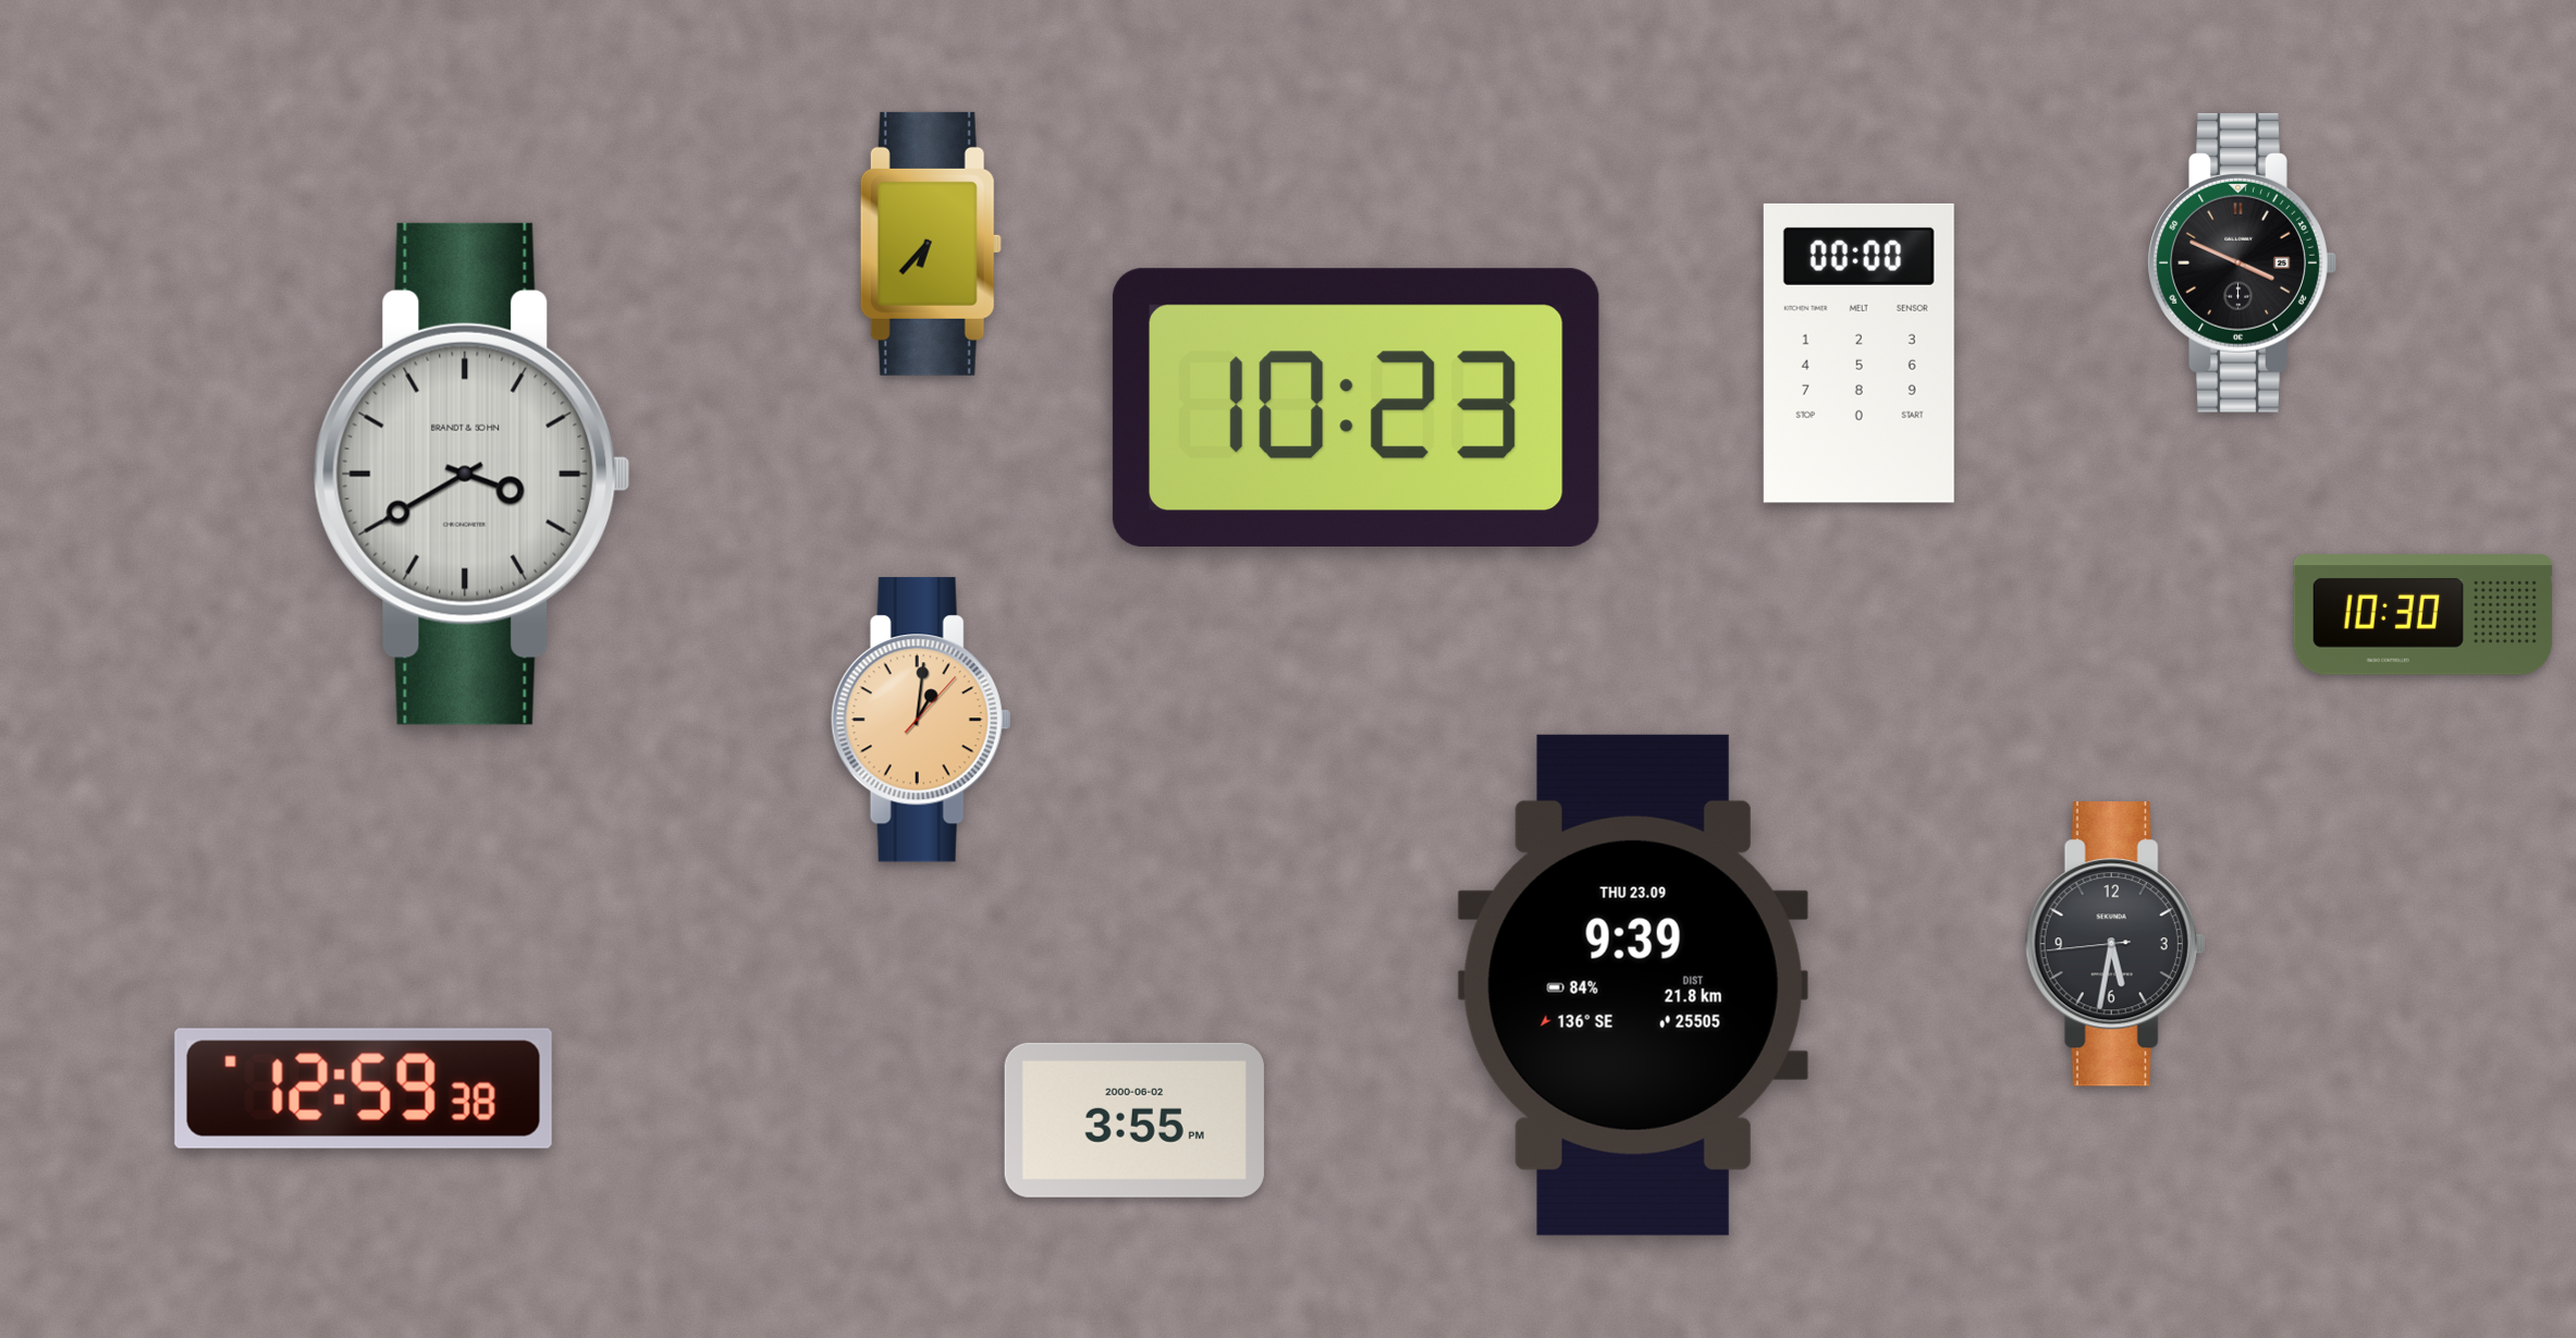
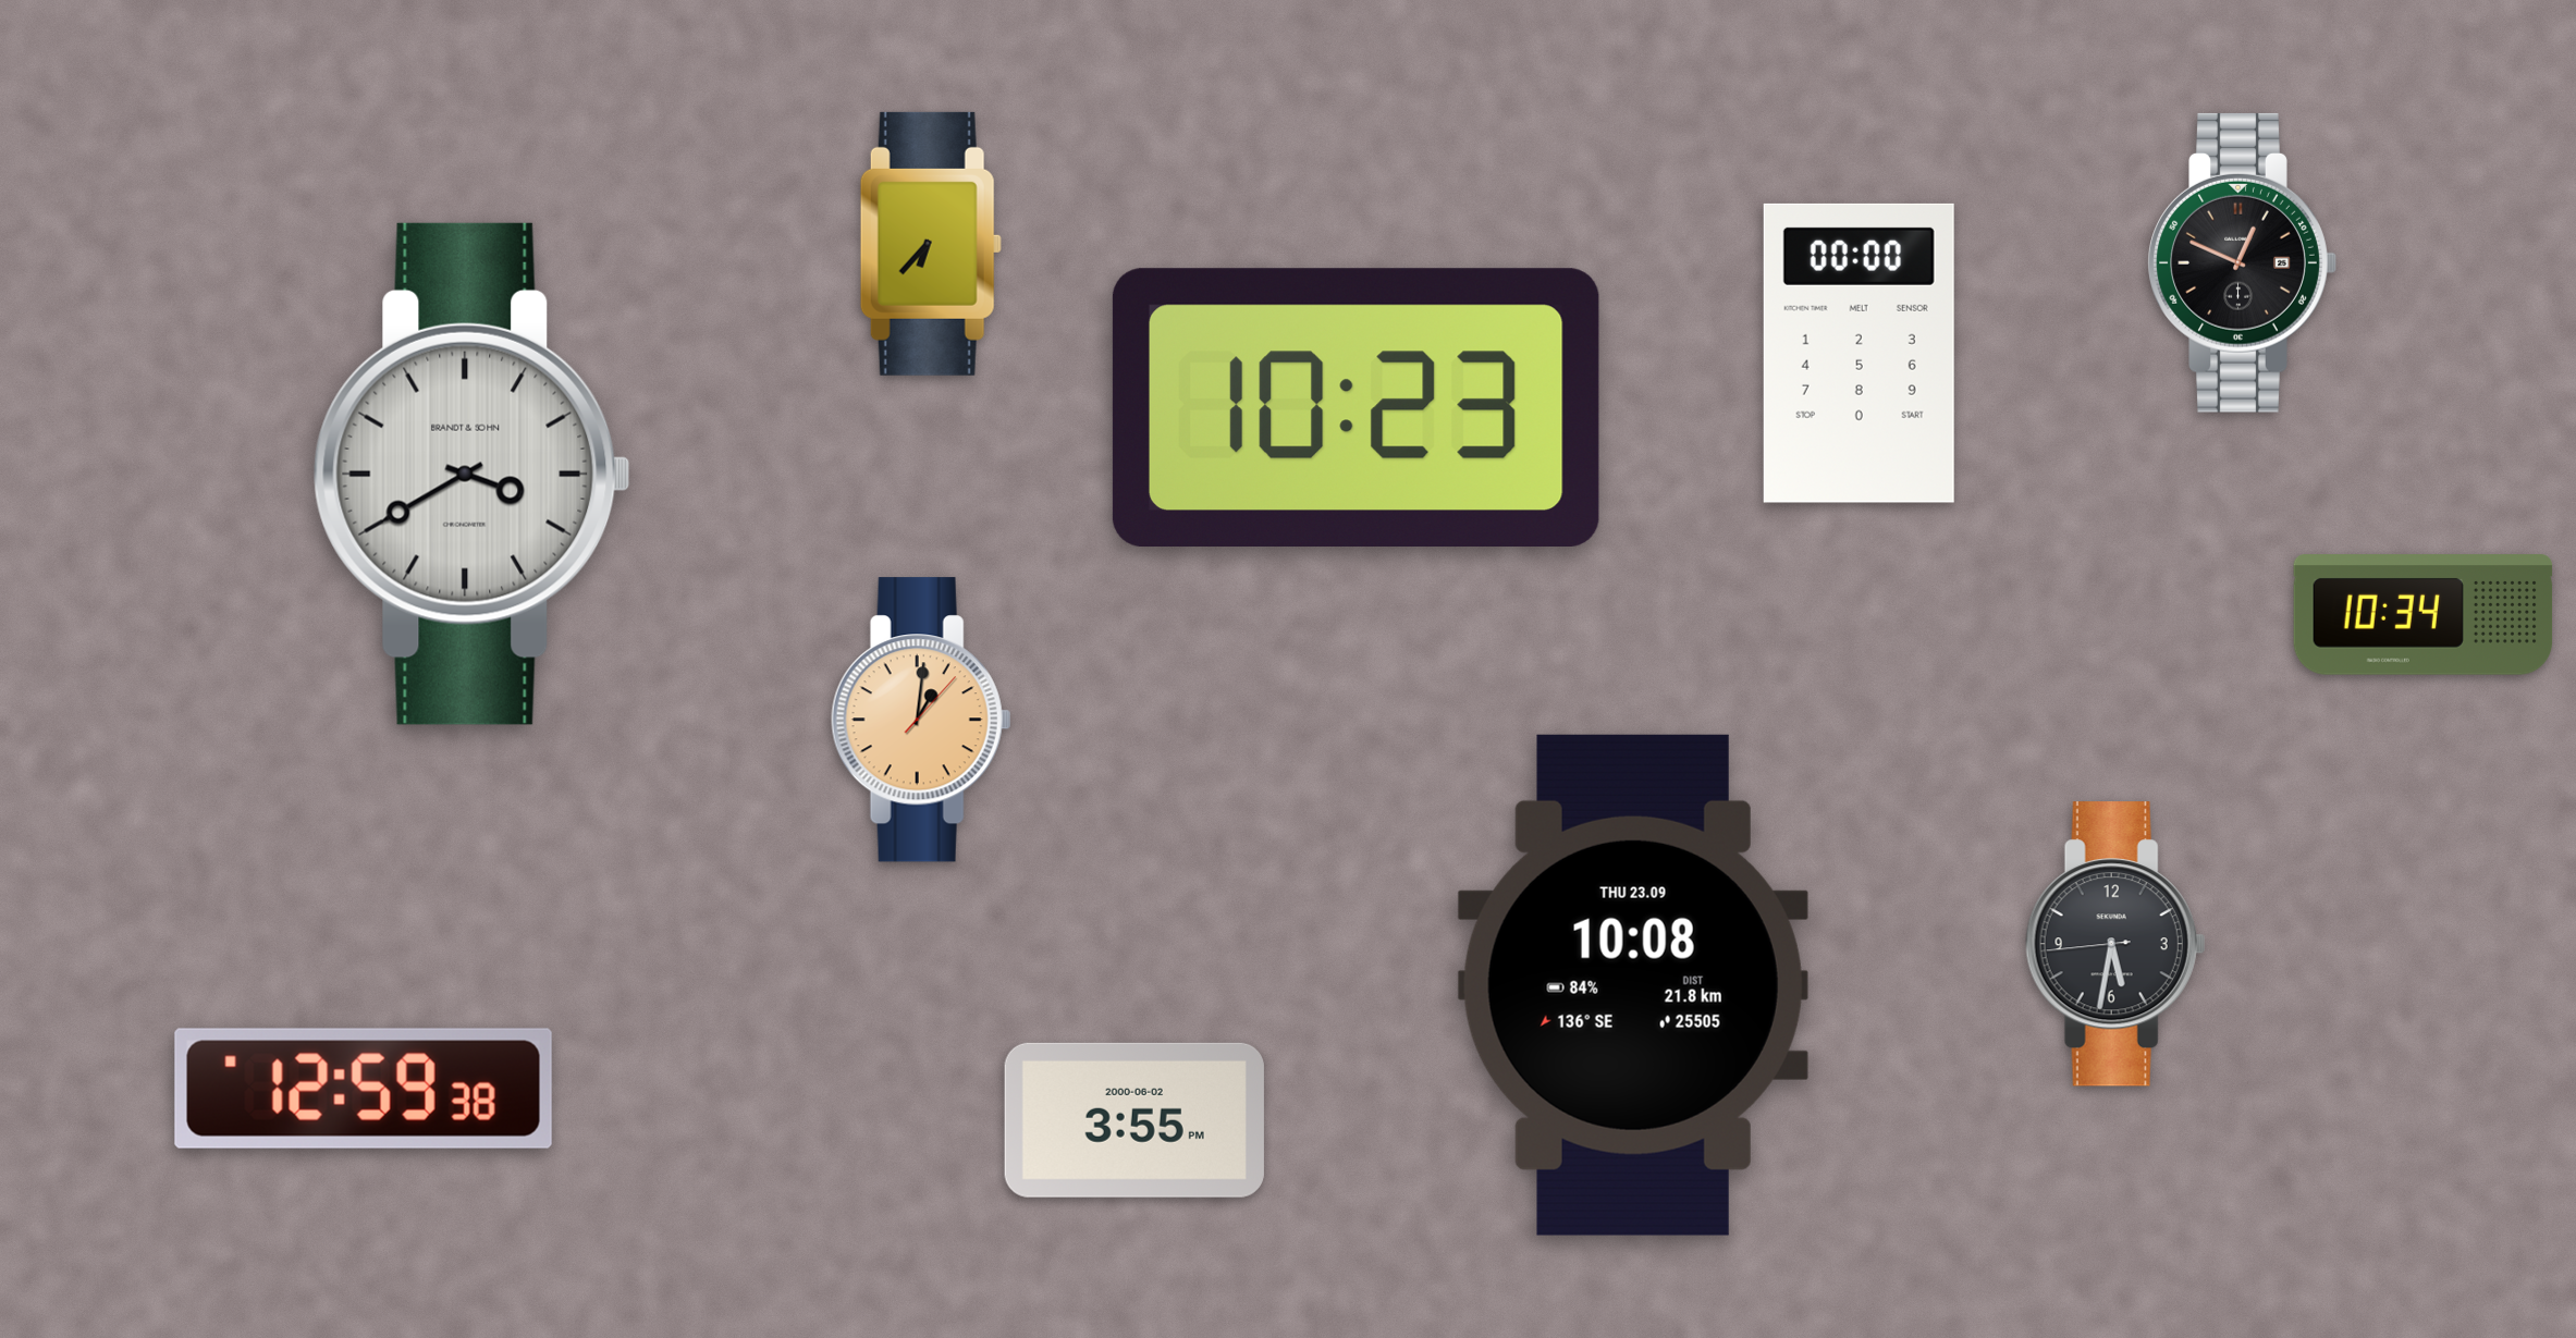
clock at (2242, 262): 3:49 -> 12:49
clock at (2424, 615): 10:30 -> 10:34
clock at (1633, 985): 9:39 -> 10:08
